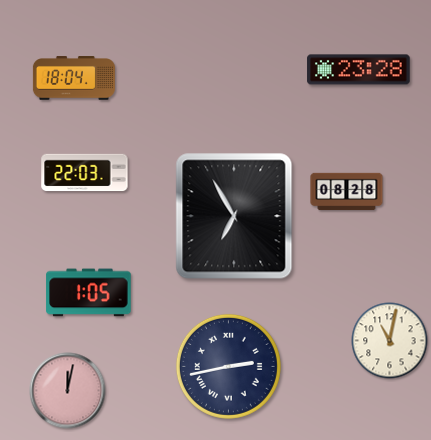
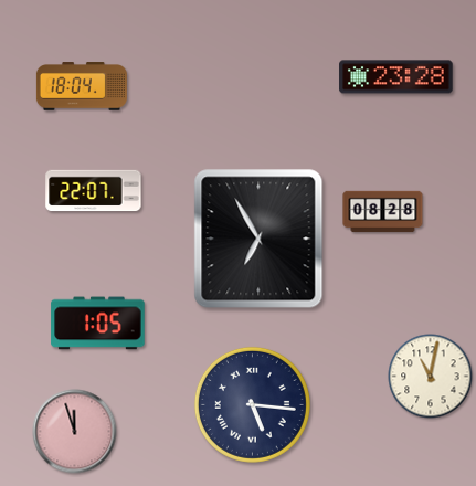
clock at (85, 173): 22:03 -> 22:07
clock at (228, 366): 2:43 -> 5:16
clock at (68, 391): 12:02 -> 11:57
